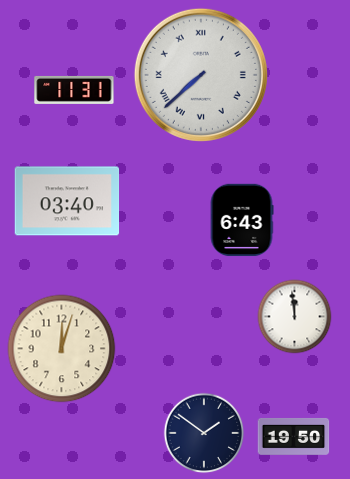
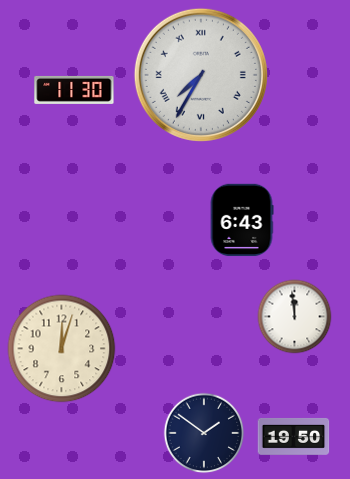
clock at (201, 75): 7:38 -> 7:35
clock at (74, 90): 11:31 -> 11:30
clock at (67, 201): 03:40 -> none
